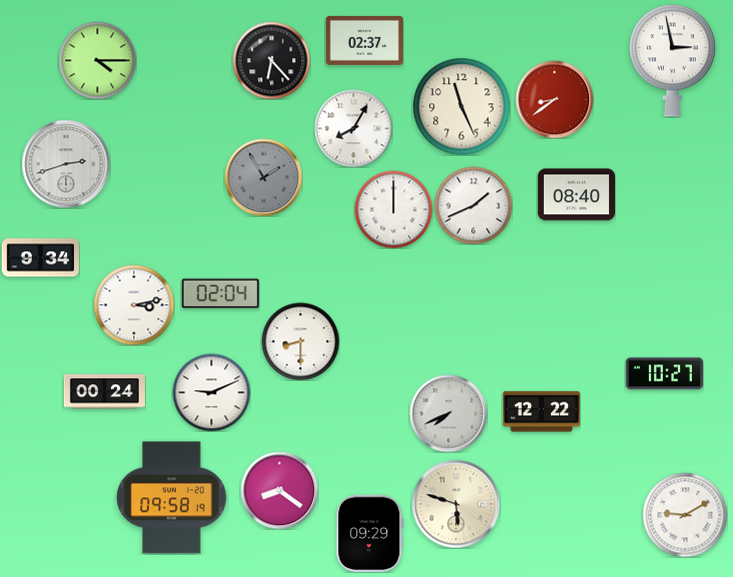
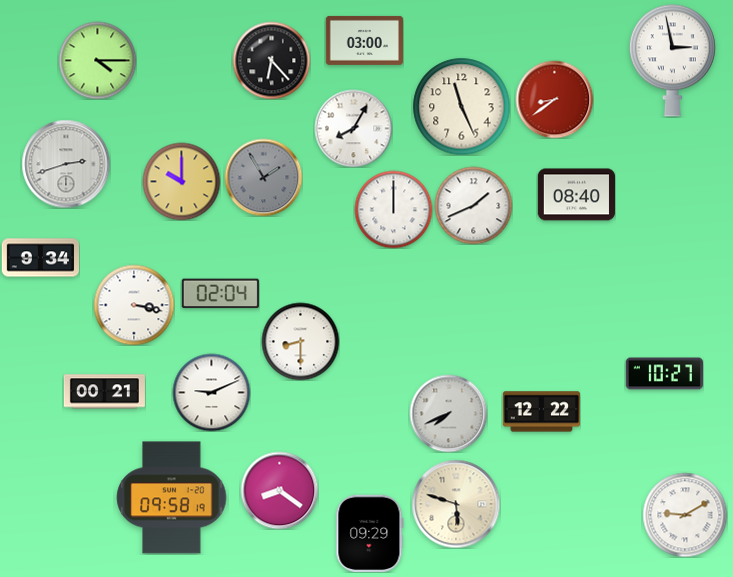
clock at (364, 40): 02:37 -> 03:00
clock at (181, 181): none -> 10:00
clock at (134, 305): 3:13 -> 3:17
clock at (104, 392): 00:24 -> 00:21
